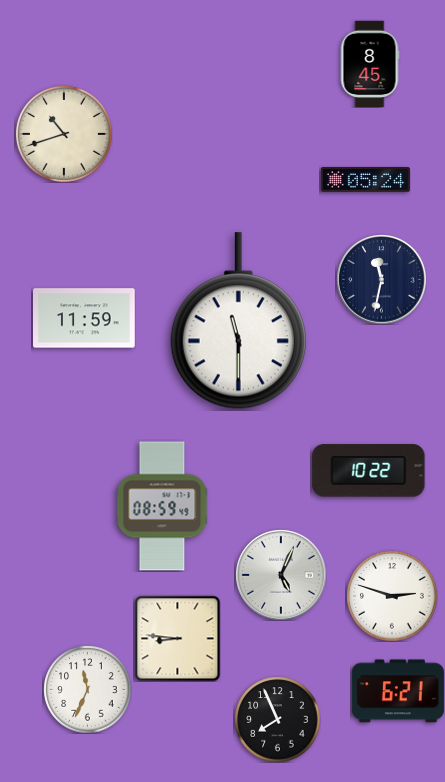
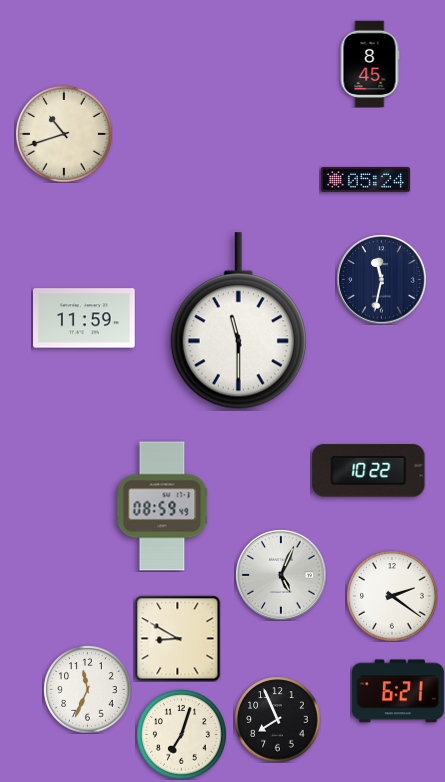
clock at (392, 596): 2:48 -> 2:21
clock at (177, 638): 8:46 -> 8:50
clock at (181, 734): none -> 7:03
